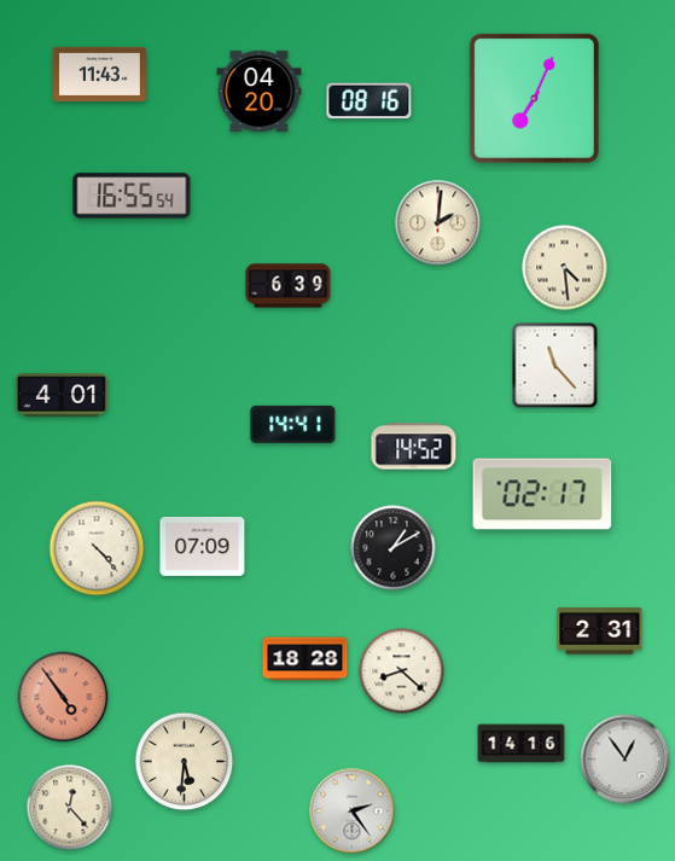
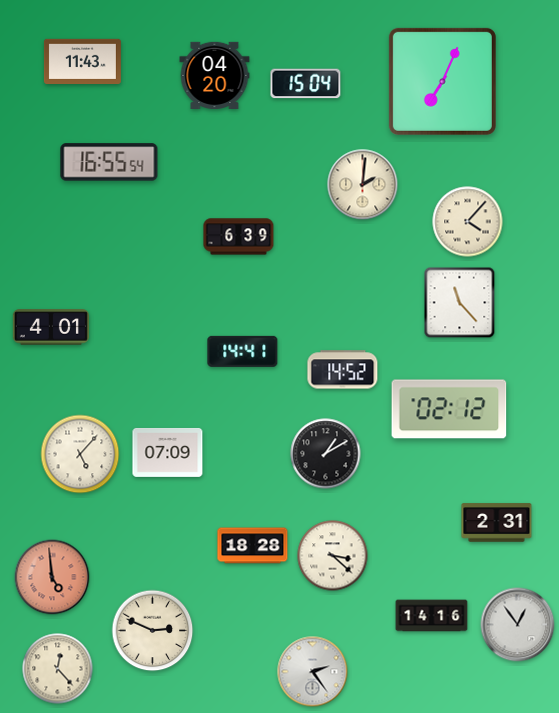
clock at (369, 101): 08:16 -> 15:04
clock at (565, 268): 4:29 -> 4:07
clock at (542, 494): 02:17 -> 02:12
clock at (97, 548): 4:23 -> 5:07
clock at (402, 671): 8:22 -> 3:22
clock at (63, 697): 4:54 -> 4:59
clock at (625, 760) position: (625, 760) -> (518, 625)
clock at (185, 762): 5:31 -> 2:49
clock at (353, 811) position: (353, 811) -> (313, 672)
